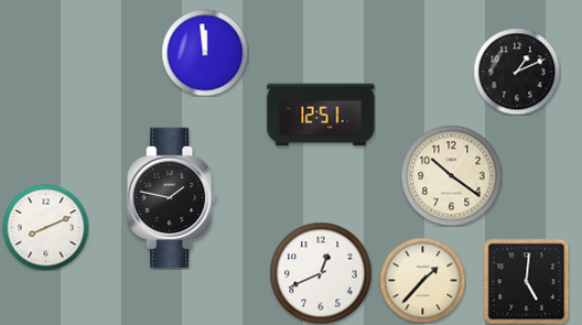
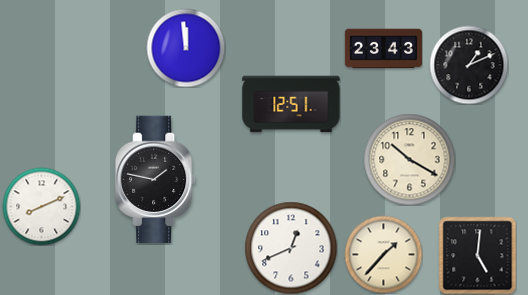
clock at (383, 49): none -> 23:43
clock at (451, 175): 10:21 -> 10:20
